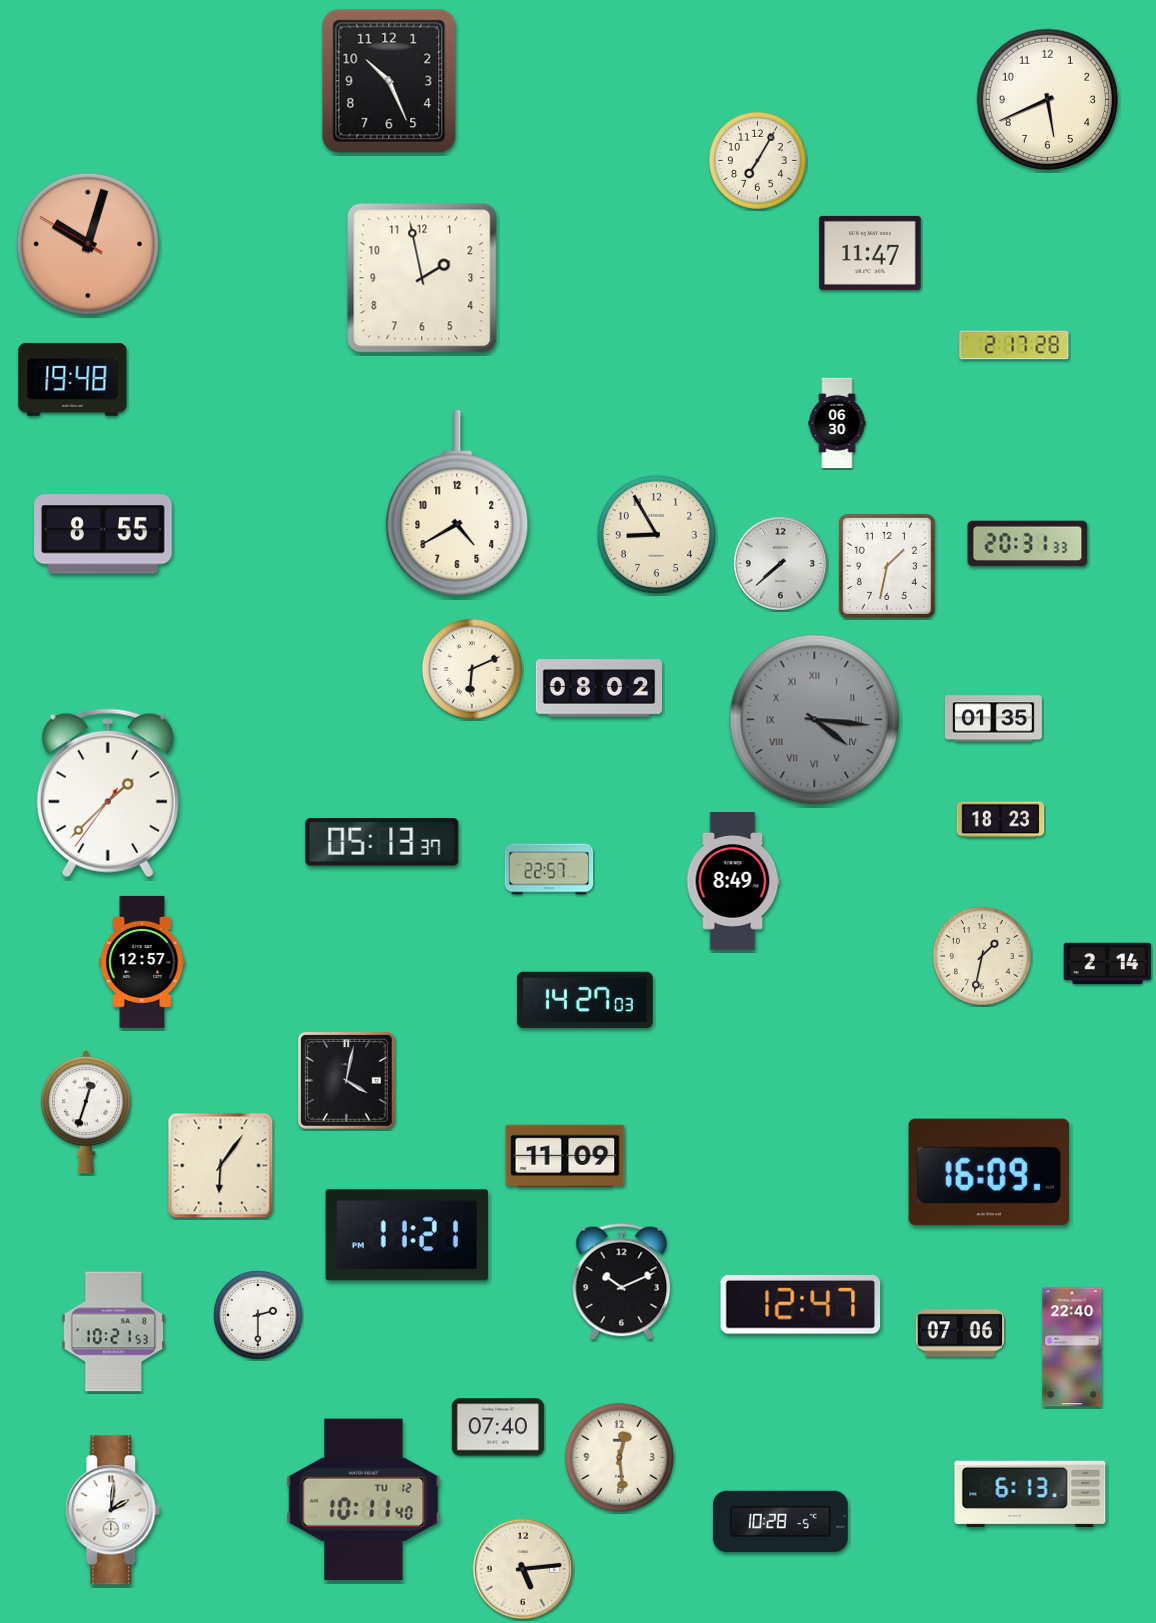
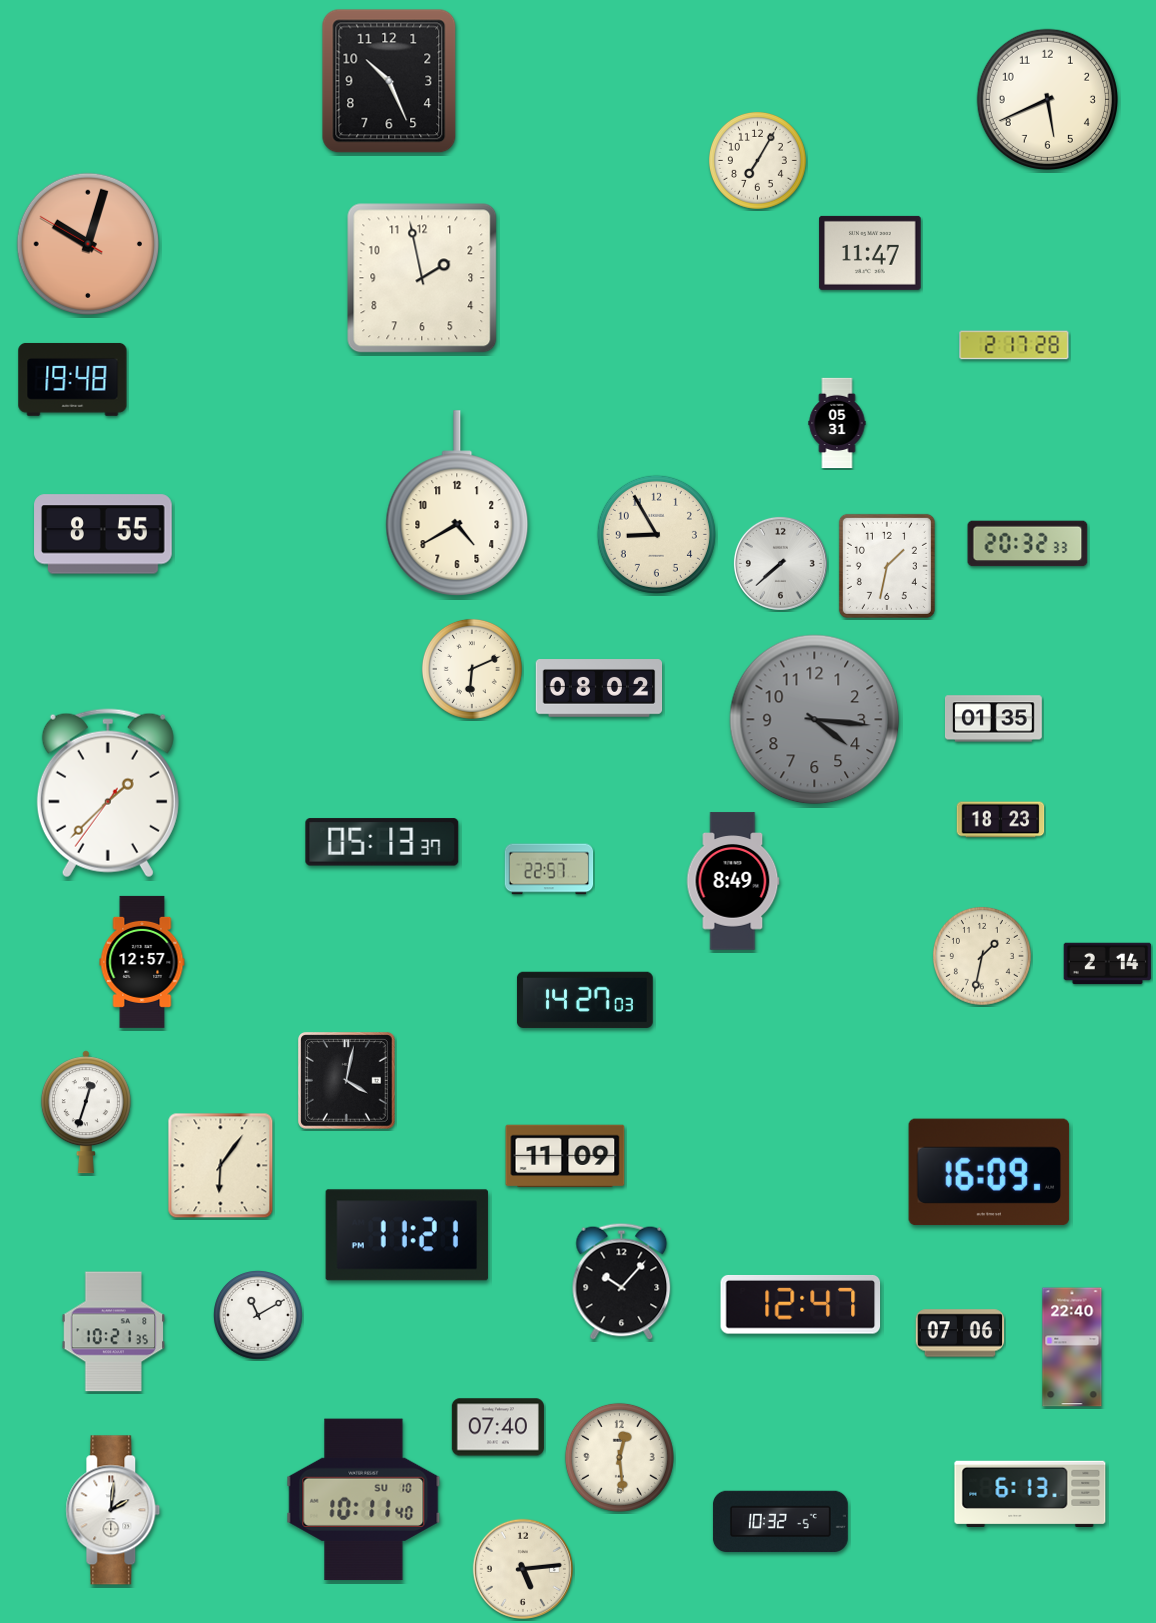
clock at (837, 423): 06:30 -> 05:31
clock at (1028, 544): 20:31 -> 20:32
clock at (815, 720) numerals: Roman -> Arabic
clock at (622, 1281): 10:11 -> 10:07
clock at (259, 1316): 2:30 -> 11:10
clock at (114, 1332): 10:21:53 -> 10:21:35
clock at (364, 1500) date: TU 12 -> SU 10
clock at (780, 1521): 10:28 -> 10:32
